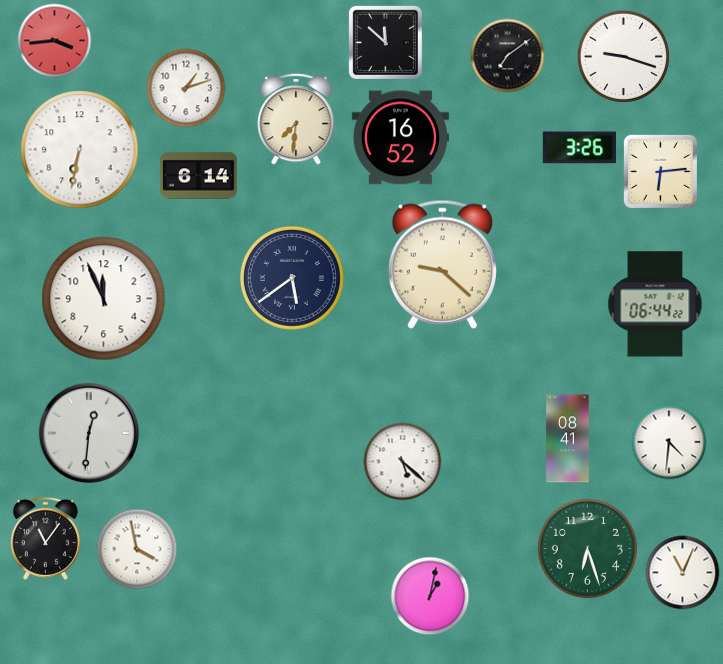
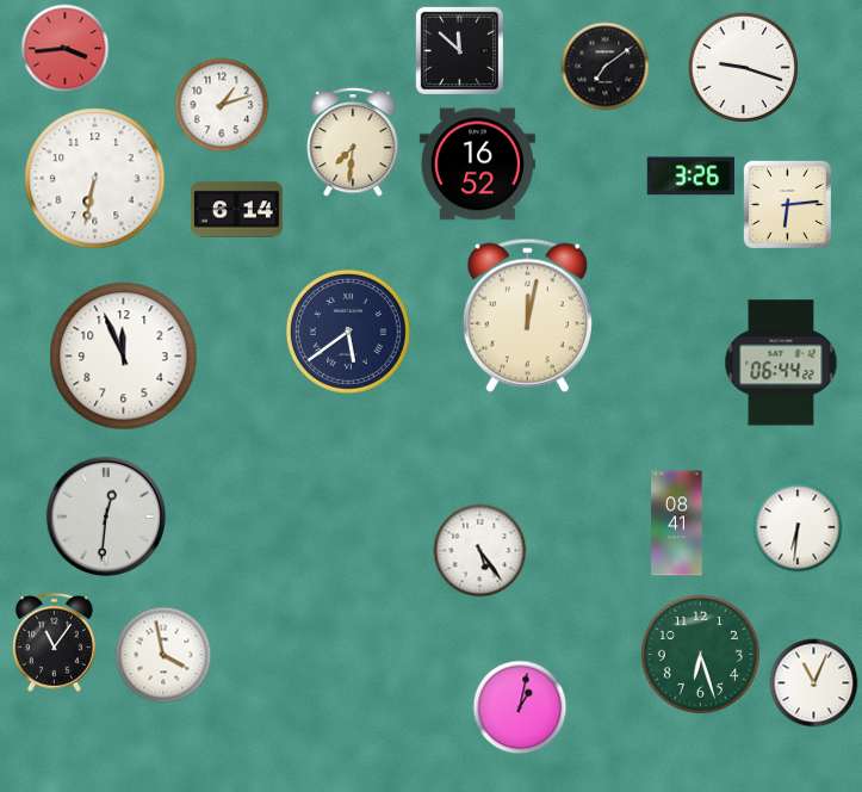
clock at (442, 264): 9:22 -> 12:02
clock at (669, 442): 4:31 -> 6:31
clock at (403, 462): 5:22 -> 5:24
clock at (430, 596) position: (430, 596) -> (520, 707)
